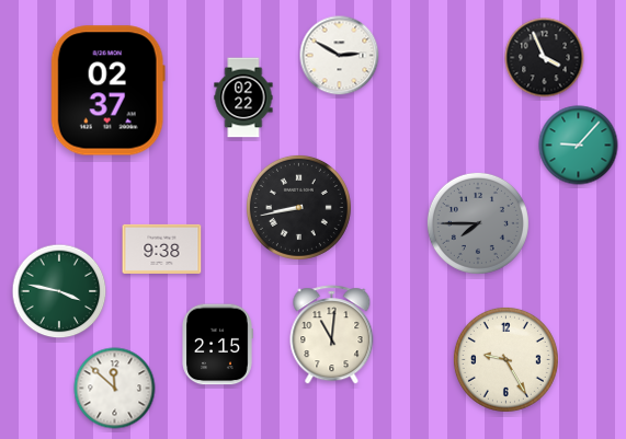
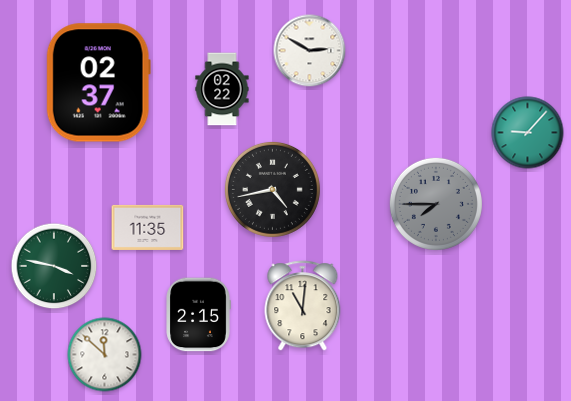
clock at (545, 58): 3:56 -> none
clock at (298, 207): 8:43 -> 4:43
clock at (162, 249): 9:38 -> 11:35
clock at (505, 359): 9:25 -> none
